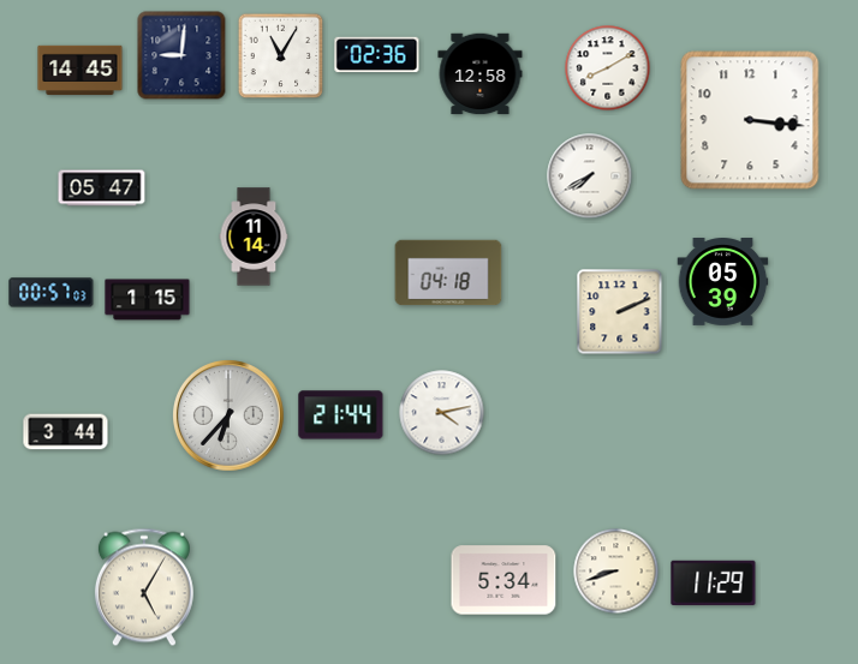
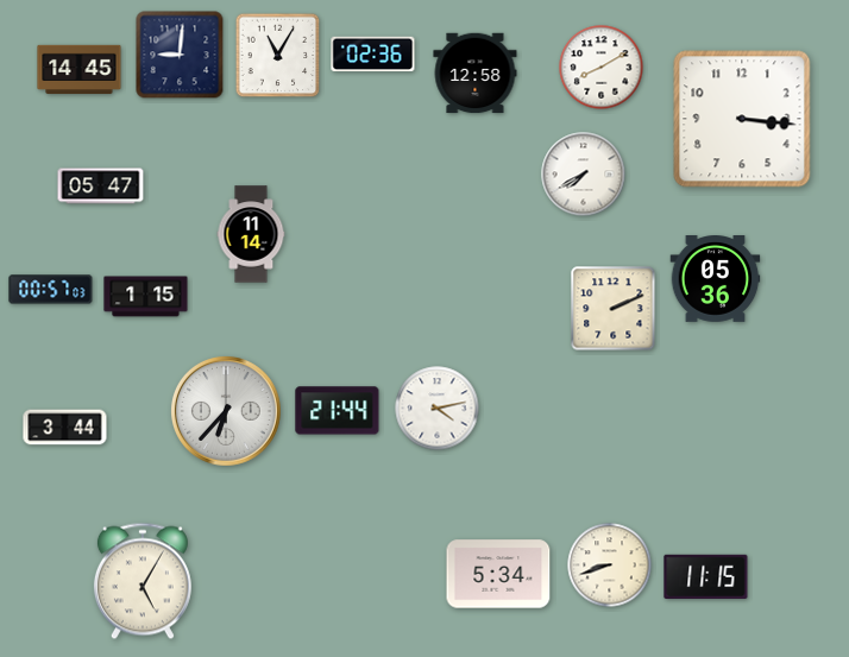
clock at (448, 273): 04:18 -> none
clock at (723, 282): 05:39 -> 05:36
clock at (714, 584): 11:29 -> 11:15
